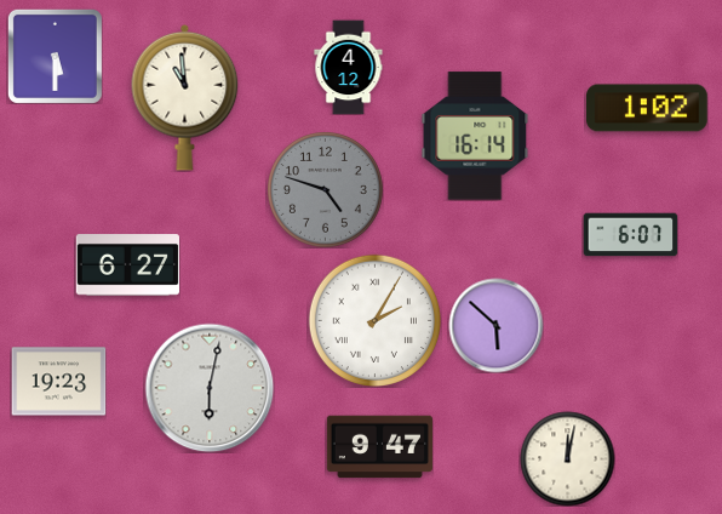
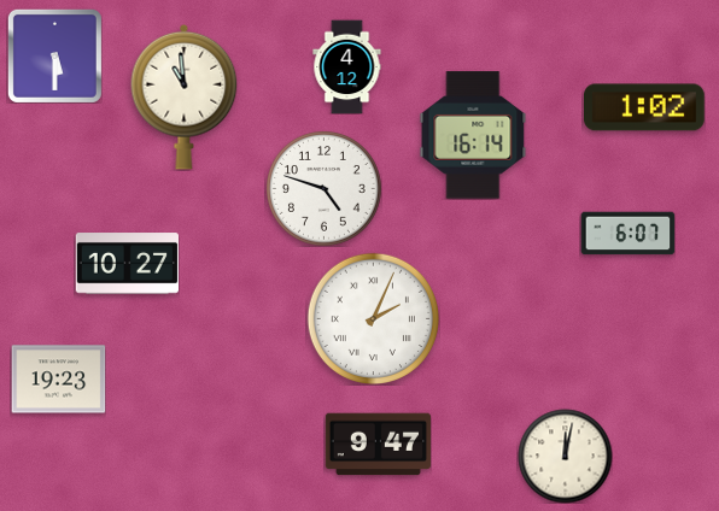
clock at (326, 190) dial: grey -> white
clock at (127, 265): 6:27 -> 10:27
clock at (374, 320): 2:05 -> 2:04
clock at (495, 325): 5:52 -> none
clock at (210, 388): 6:02 -> none
